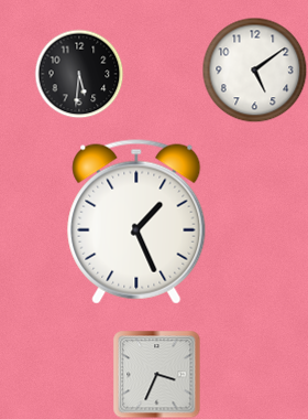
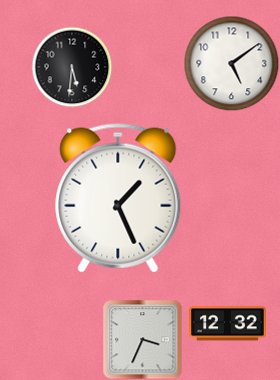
clock at (136, 222) position: (136, 222) -> (118, 198)
clock at (228, 324): none -> 12:32
